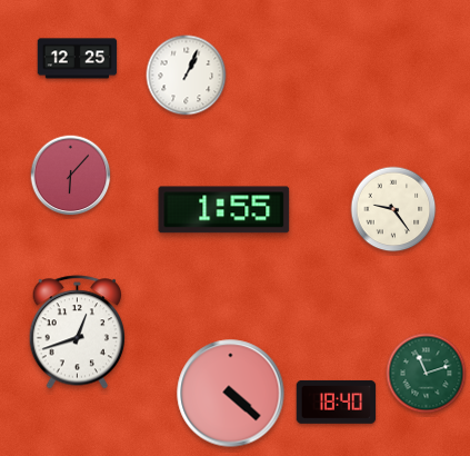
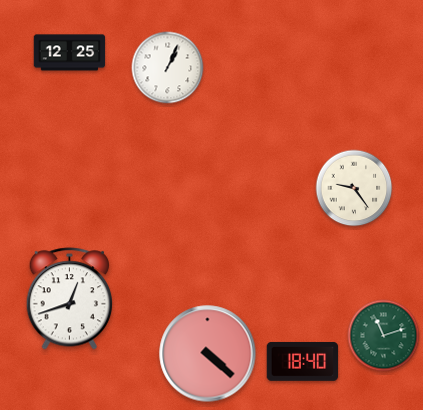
clock at (71, 176): 6:07 -> none
clock at (224, 210): 1:55 -> none
